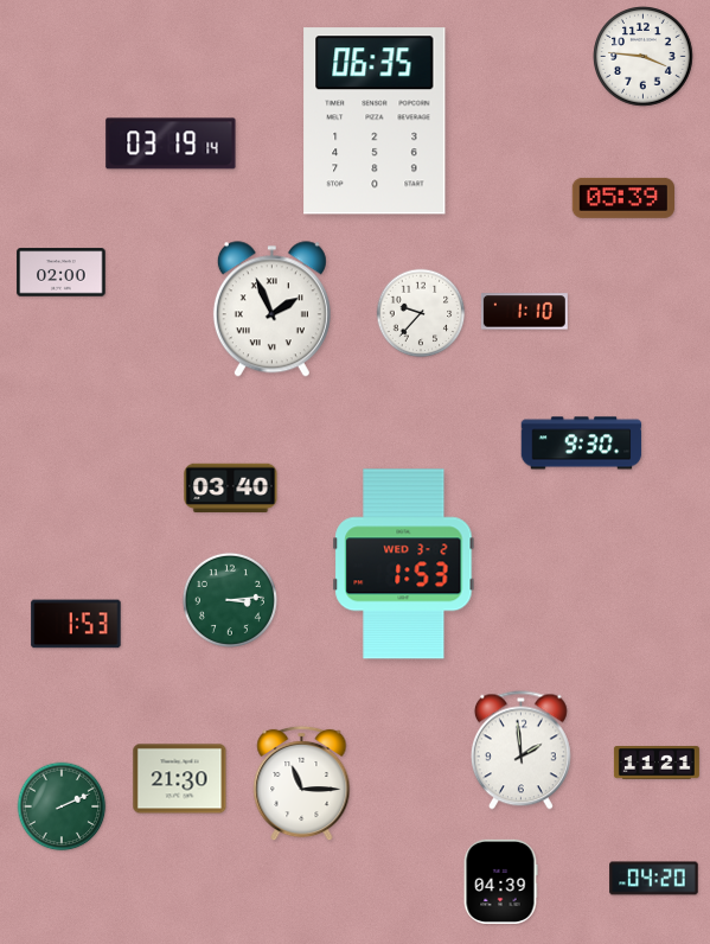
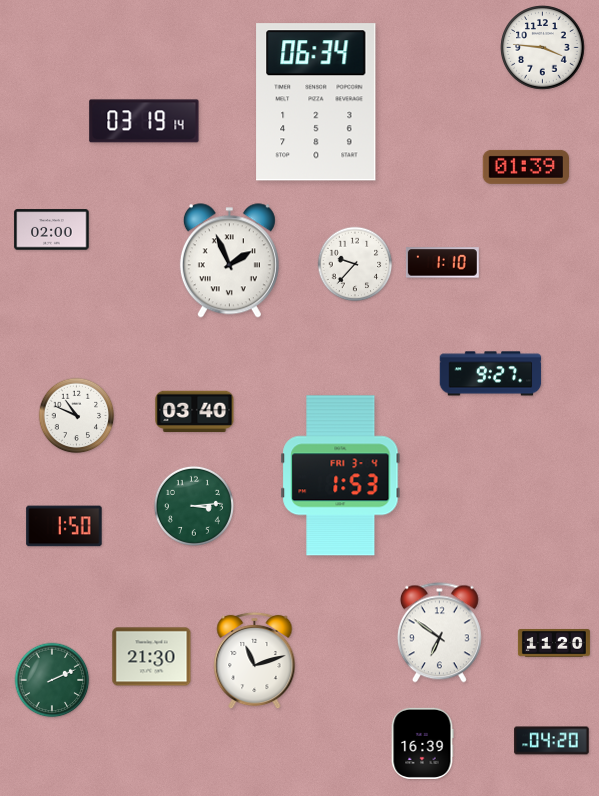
clock at (375, 121): 06:35 -> 06:34
clock at (622, 198): 05:39 -> 01:39
clock at (582, 444): 9:30 -> 9:27
clock at (77, 416): none -> 10:49
clock at (404, 565) date: WED 3-2 -> FRI 3-4
clock at (76, 624): 1:53 -> 1:50
clock at (520, 751): 1:59 -> 6:51
clock at (657, 763): 11:21 -> 11:20
clock at (302, 784): 11:15 -> 11:12
clock at (500, 881): 04:39 -> 16:39
